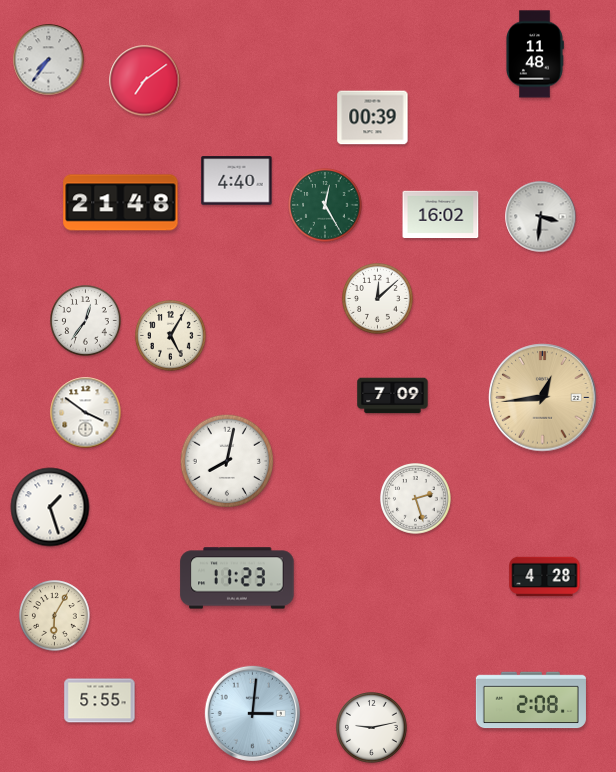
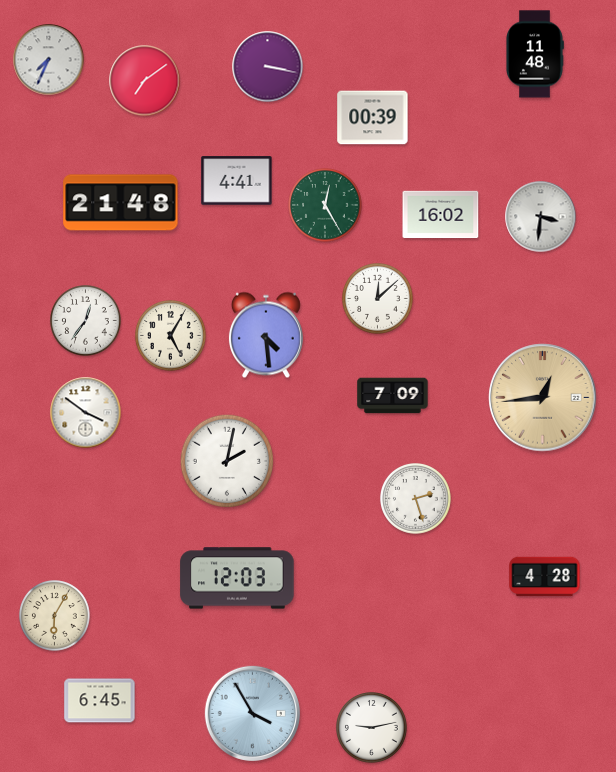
clock at (49, 60): 7:36 -> 7:34
clock at (268, 67): none -> 3:17
clock at (237, 181): 4:40 -> 4:41
clock at (266, 335): none -> 4:29
clock at (226, 460): 8:02 -> 2:02
clock at (50, 507): 1:27 -> none
clock at (237, 578): 11:23 -> 12:03
clock at (531, 700): 2:08 -> none
clock at (100, 701): 5:55 -> 6:45
clock at (252, 713): 3:01 -> 3:55
